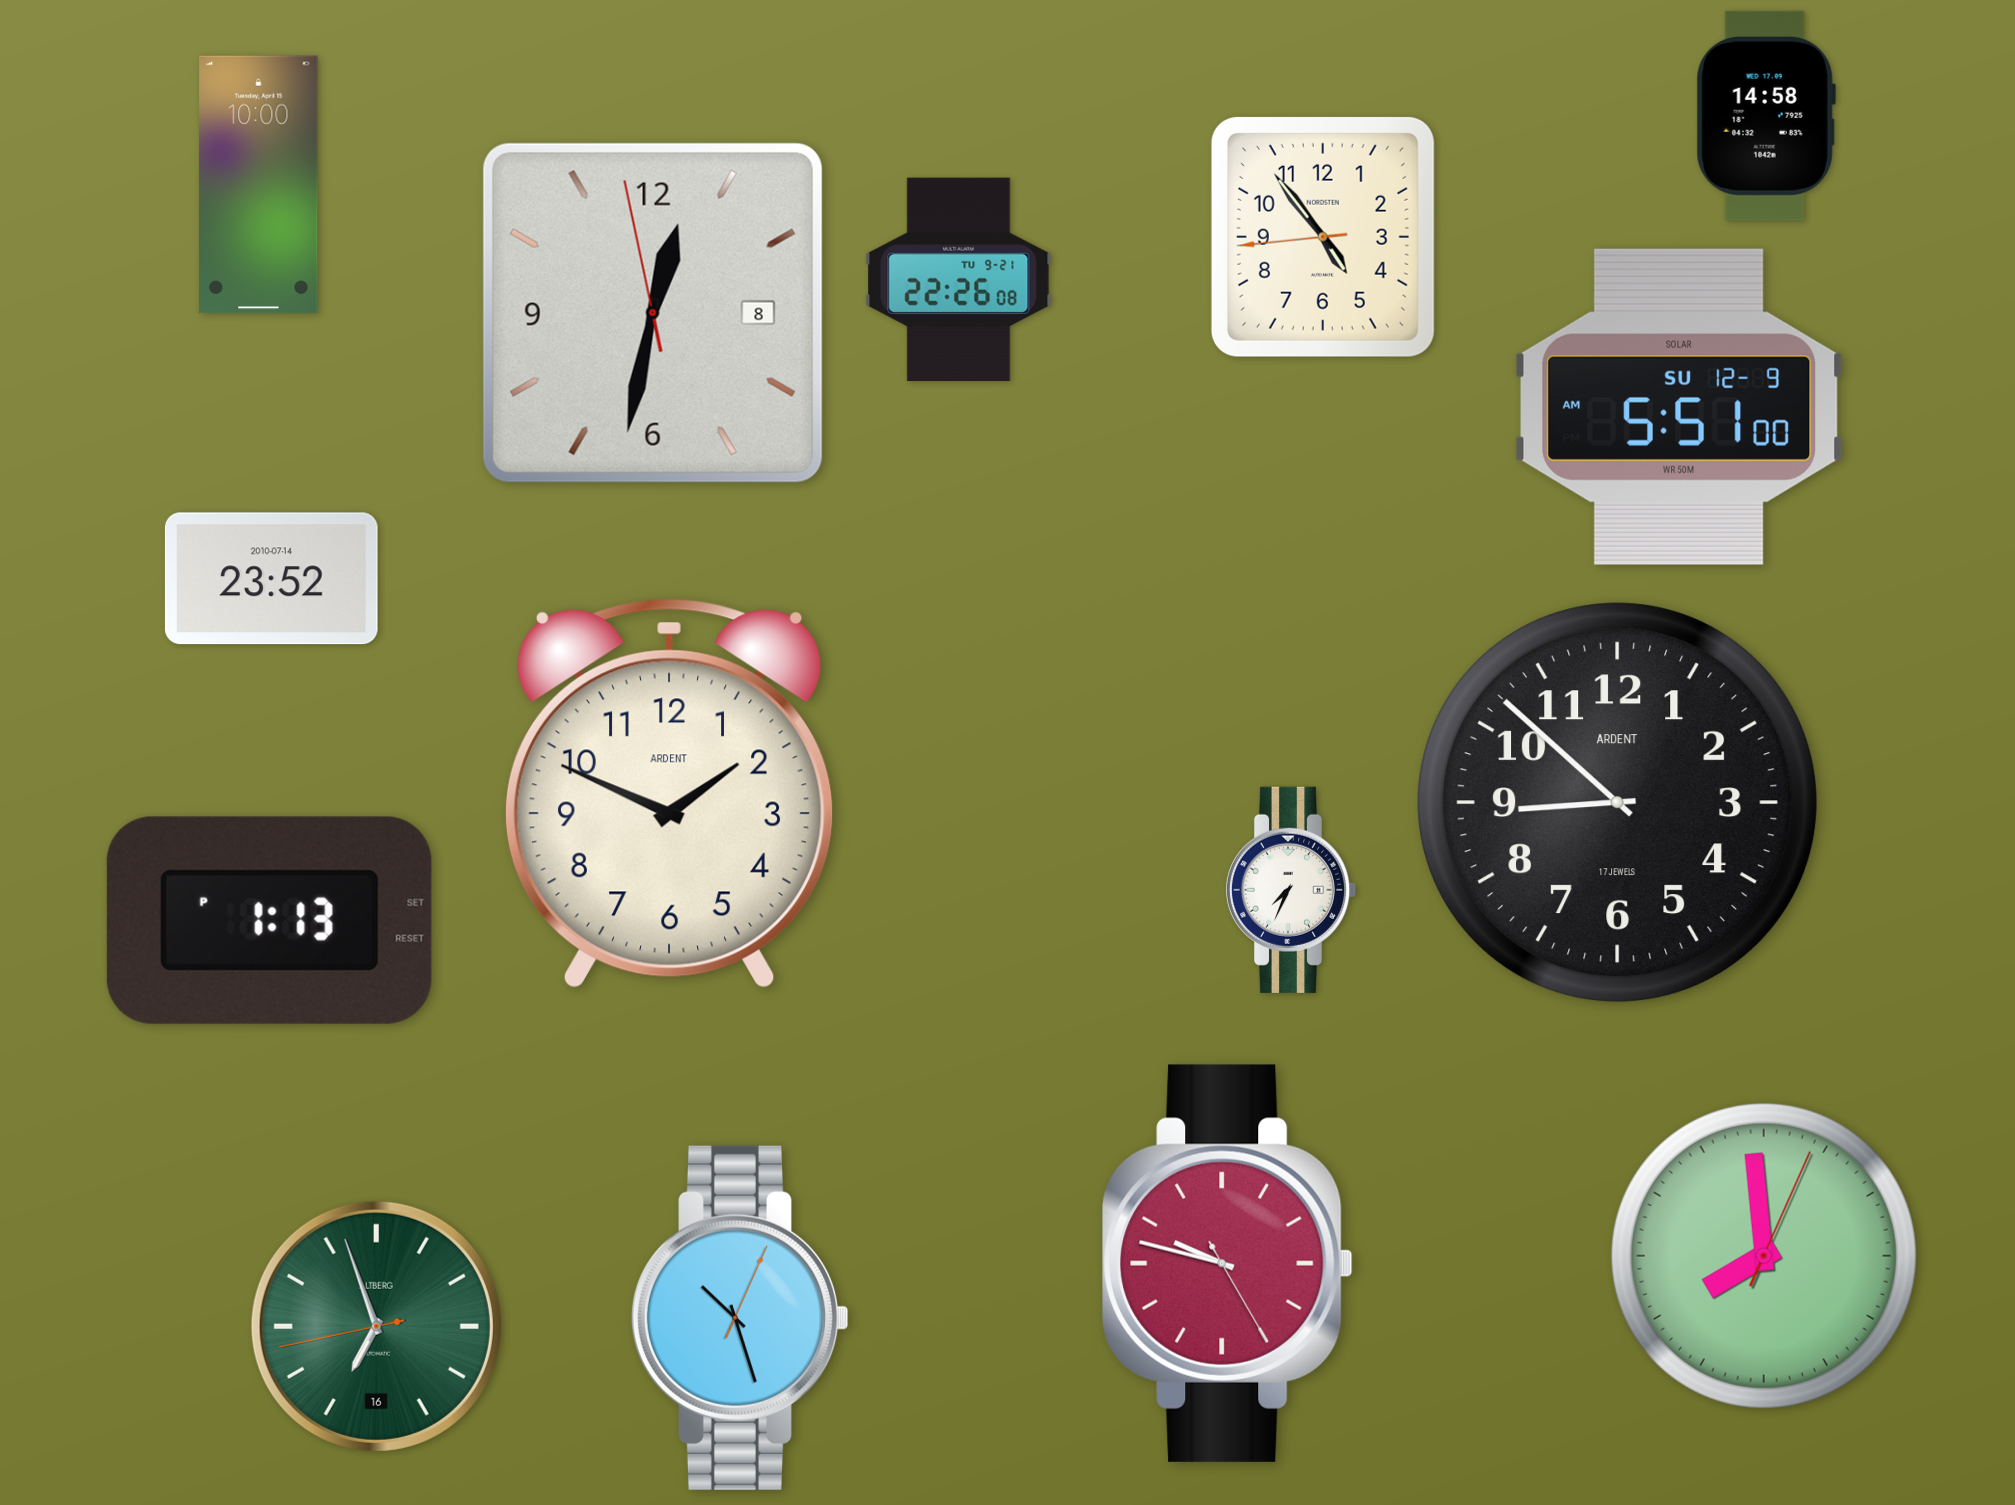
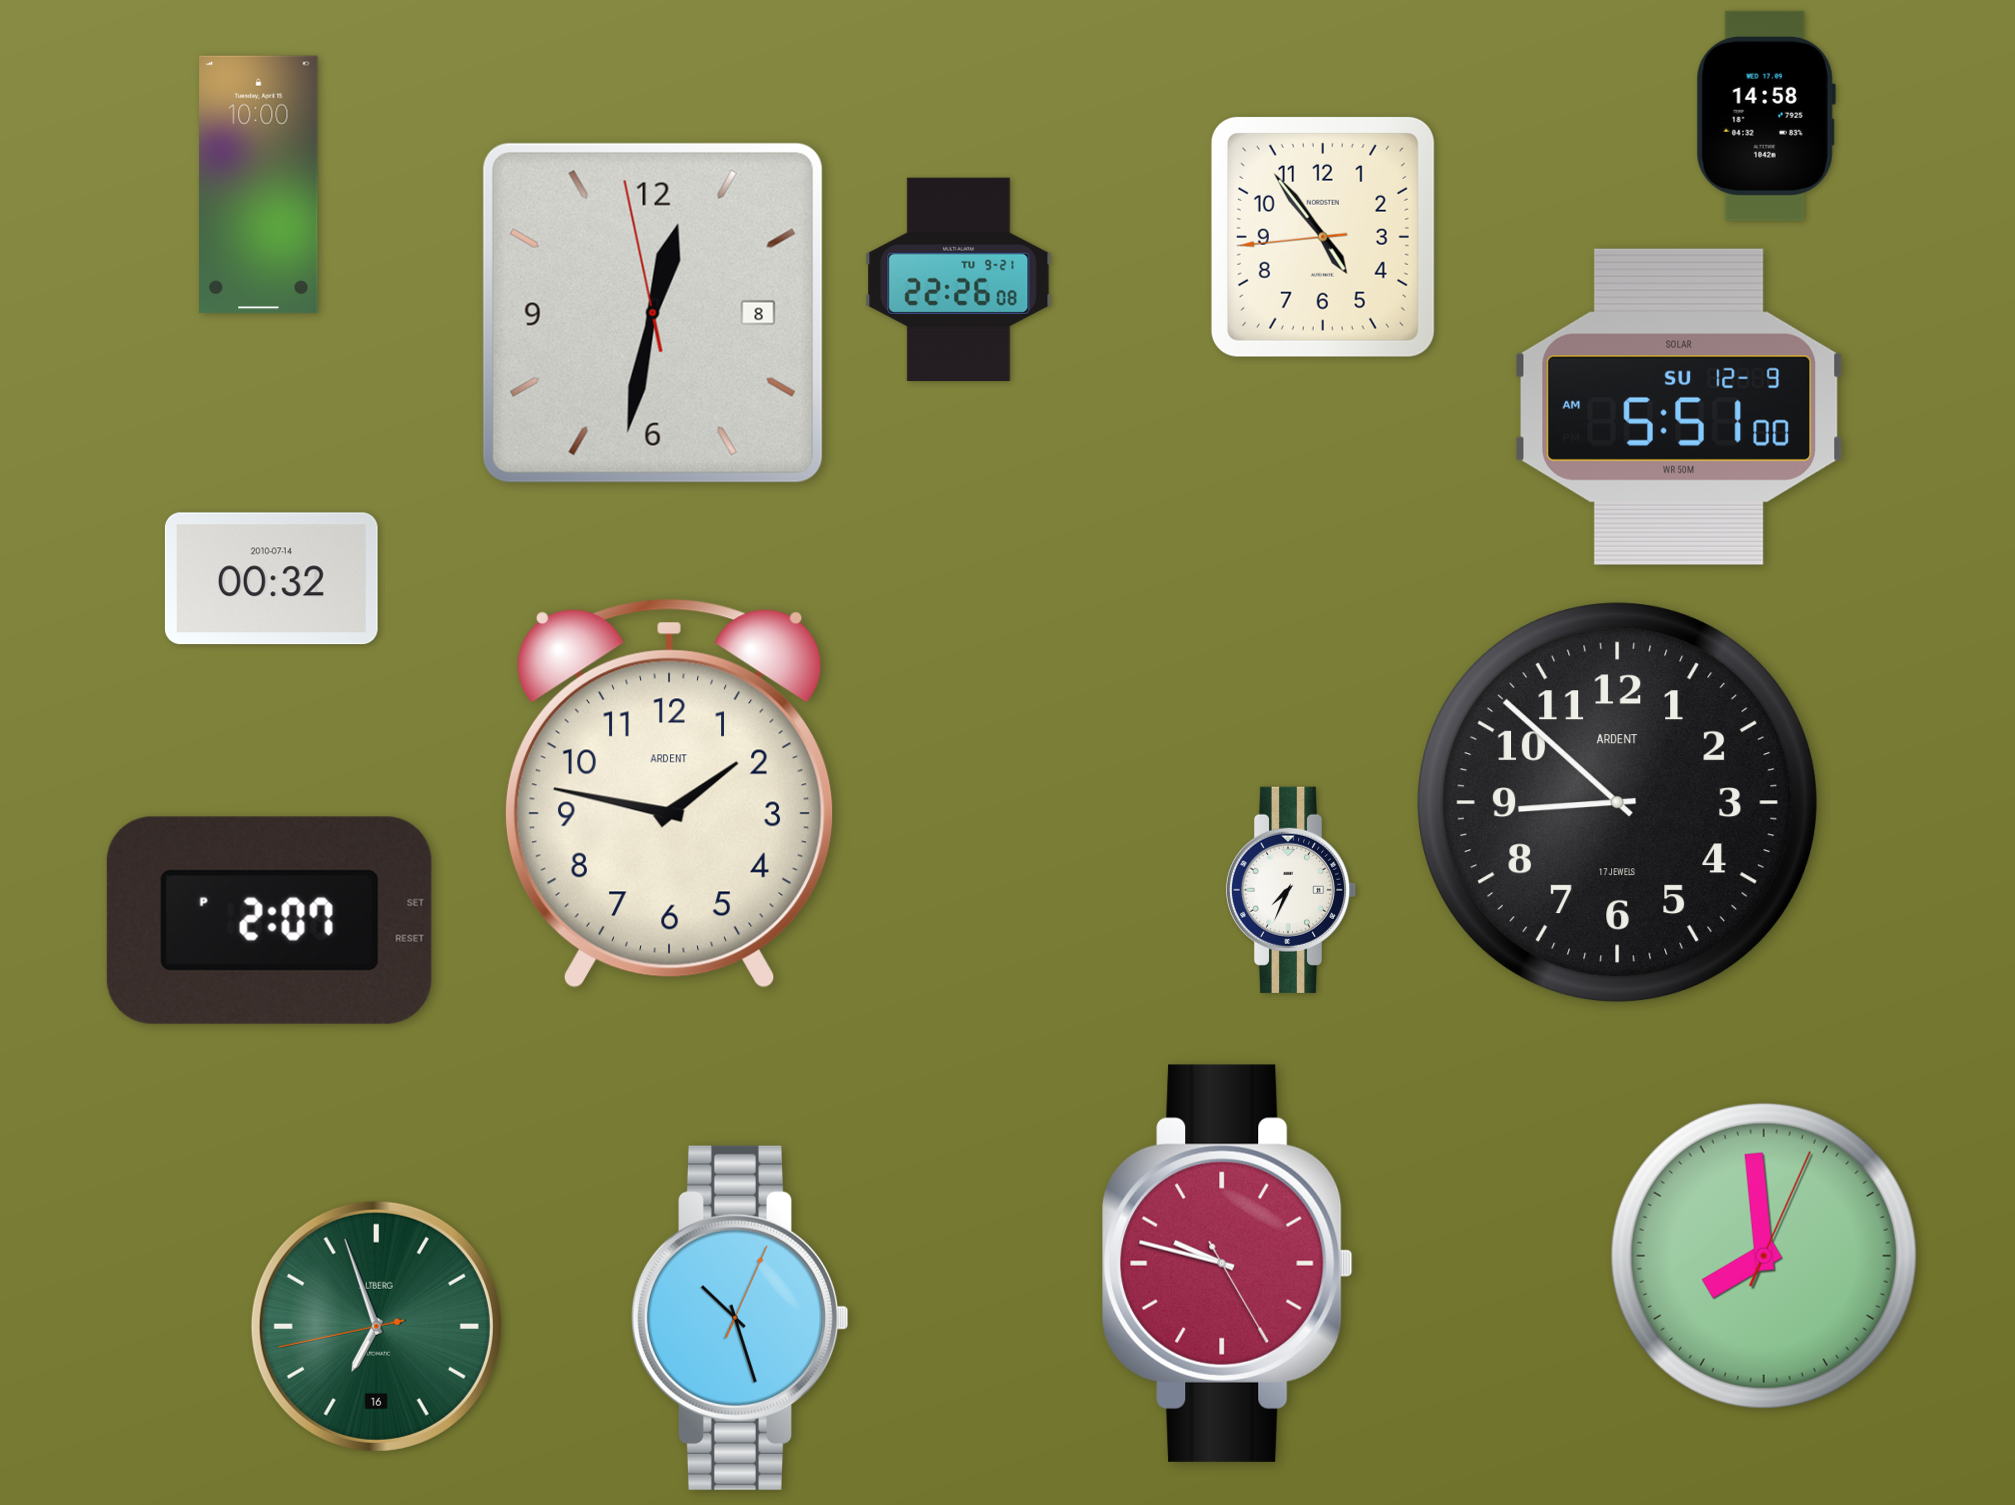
clock at (271, 579): 23:52 -> 00:32
clock at (669, 793): 1:49 -> 1:47
clock at (269, 920): 1:13 -> 2:07
